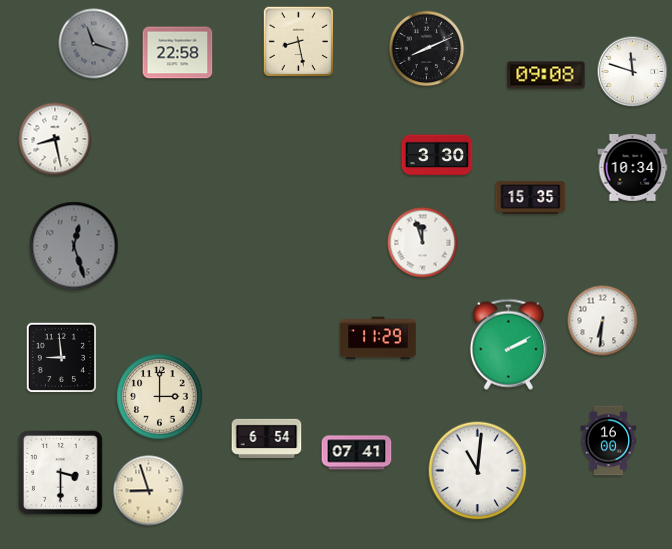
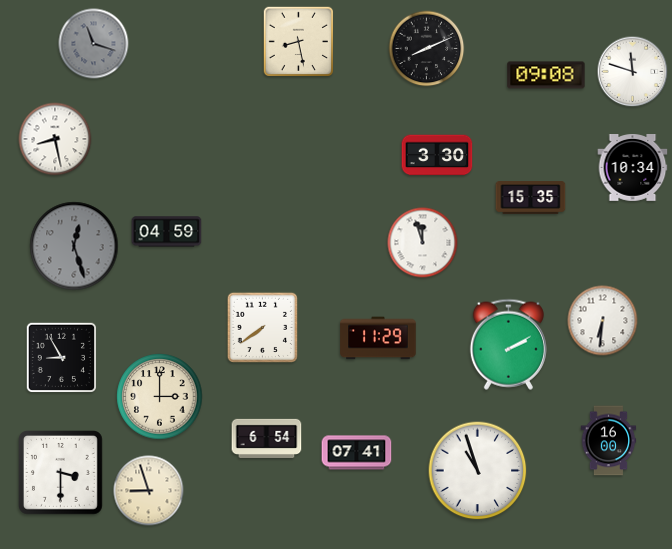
clock at (178, 53): 22:58 -> none
clock at (167, 232): none -> 04:59
clock at (262, 327): none -> 7:39
clock at (61, 357): 8:59 -> 8:55
clock at (478, 471): 11:01 -> 10:57
